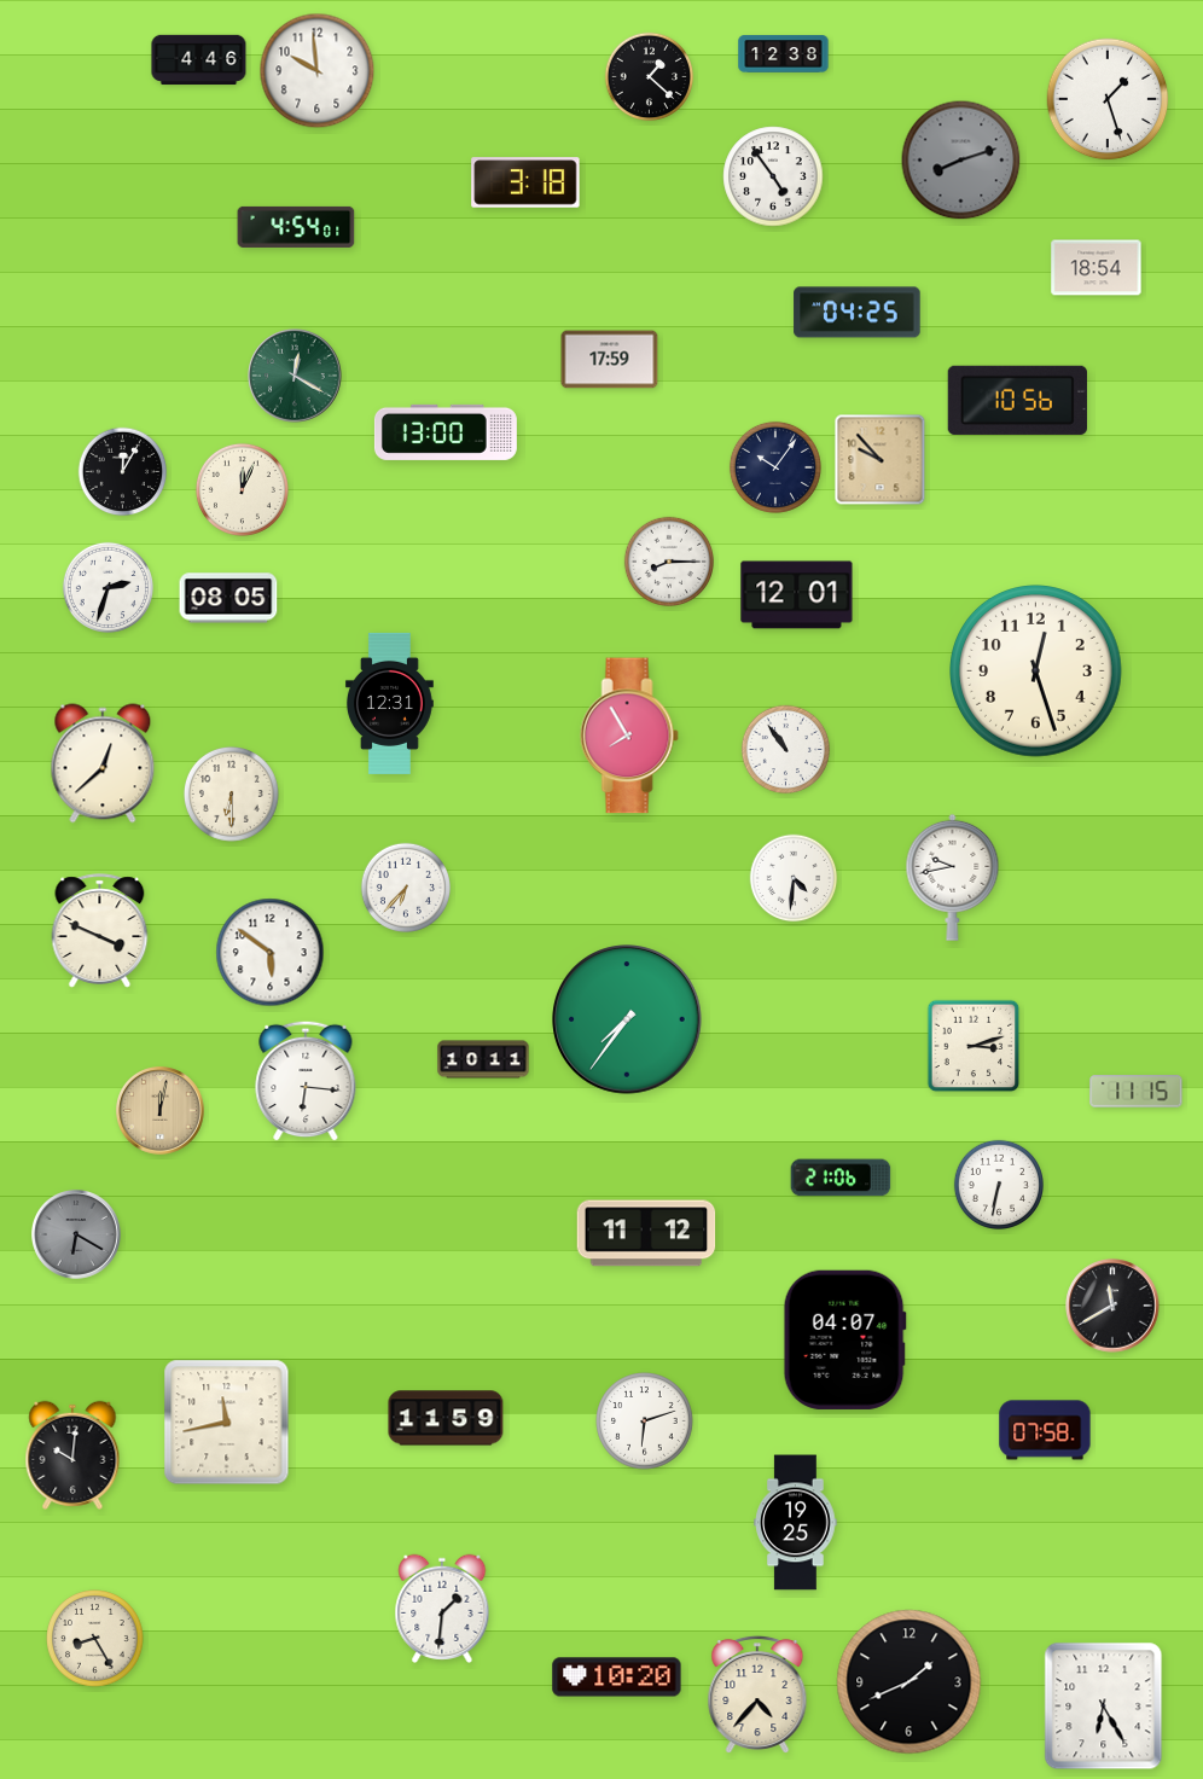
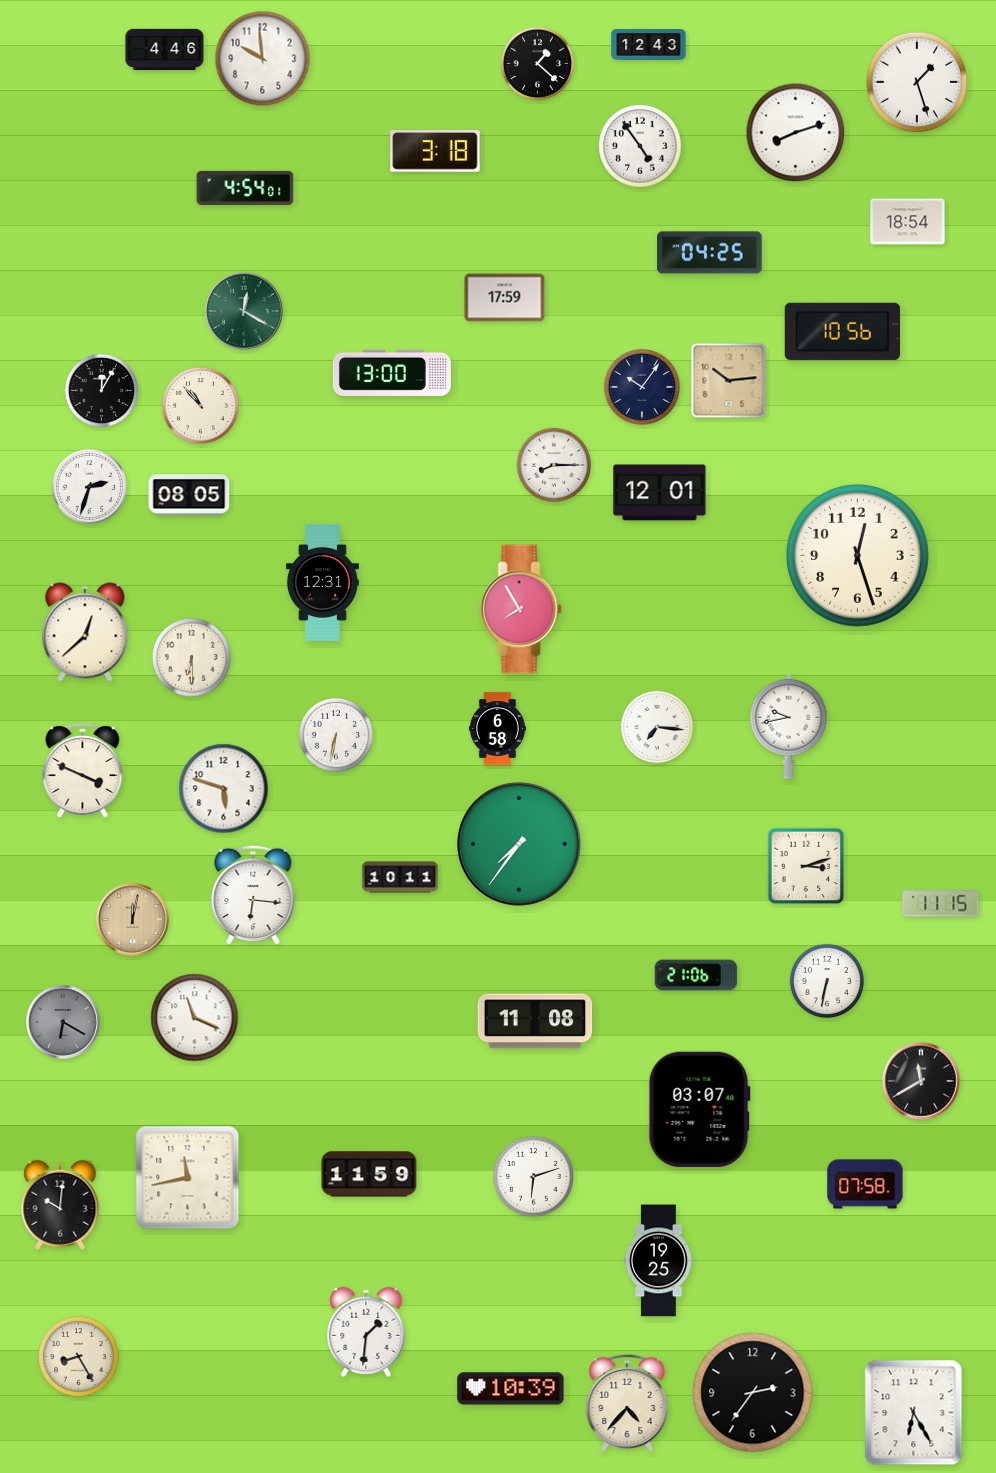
clock at (784, 54): 12:38 -> 12:43
clock at (961, 161) dial: grey -> white
clock at (858, 313) position: (858, 313) -> (710, 253)
clock at (446, 432) position: (446, 432) -> (392, 373)
clock at (881, 460): 9:53 -> 10:14
clock at (242, 489): 12:04 -> 10:53
clock at (786, 750): 10:54 -> none
clock at (794, 878): 4:31 -> 7:16
clock at (497, 729): none -> 6:58
clock at (405, 886): 6:37 -> 6:32
clock at (271, 953): 5:51 -> 5:48
clock at (195, 1018): none -> 11:19
clock at (646, 1233): 11:12 -> 11:08
clock at (844, 1339): 04:07 -> 03:07
clock at (617, 1678): 10:20 -> 10:39
clock at (909, 1682): 1:41 -> 2:36
